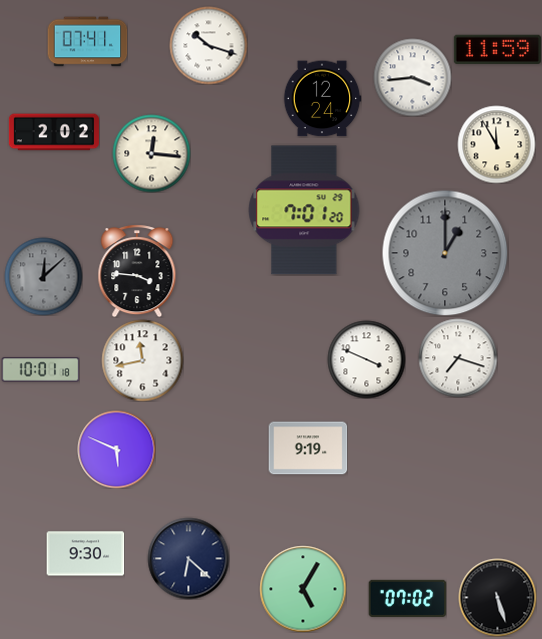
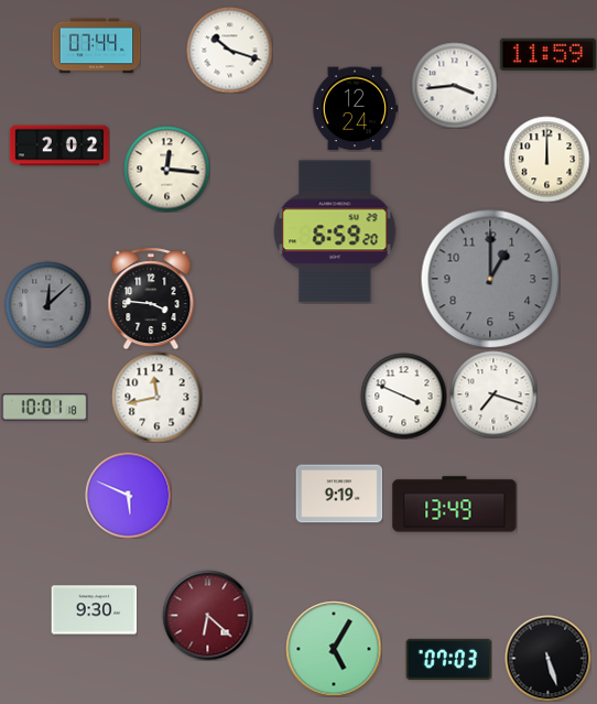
clock at (87, 42): 07:41 -> 07:44
clock at (496, 144): 11:55 -> 12:00
clock at (304, 210): 7:01 -> 6:59
clock at (458, 358) position: (458, 358) -> (493, 394)
clock at (455, 505): none -> 13:49
clock at (188, 558) dial: navy -> burgundy
clock at (407, 598): 07:02 -> 07:03
